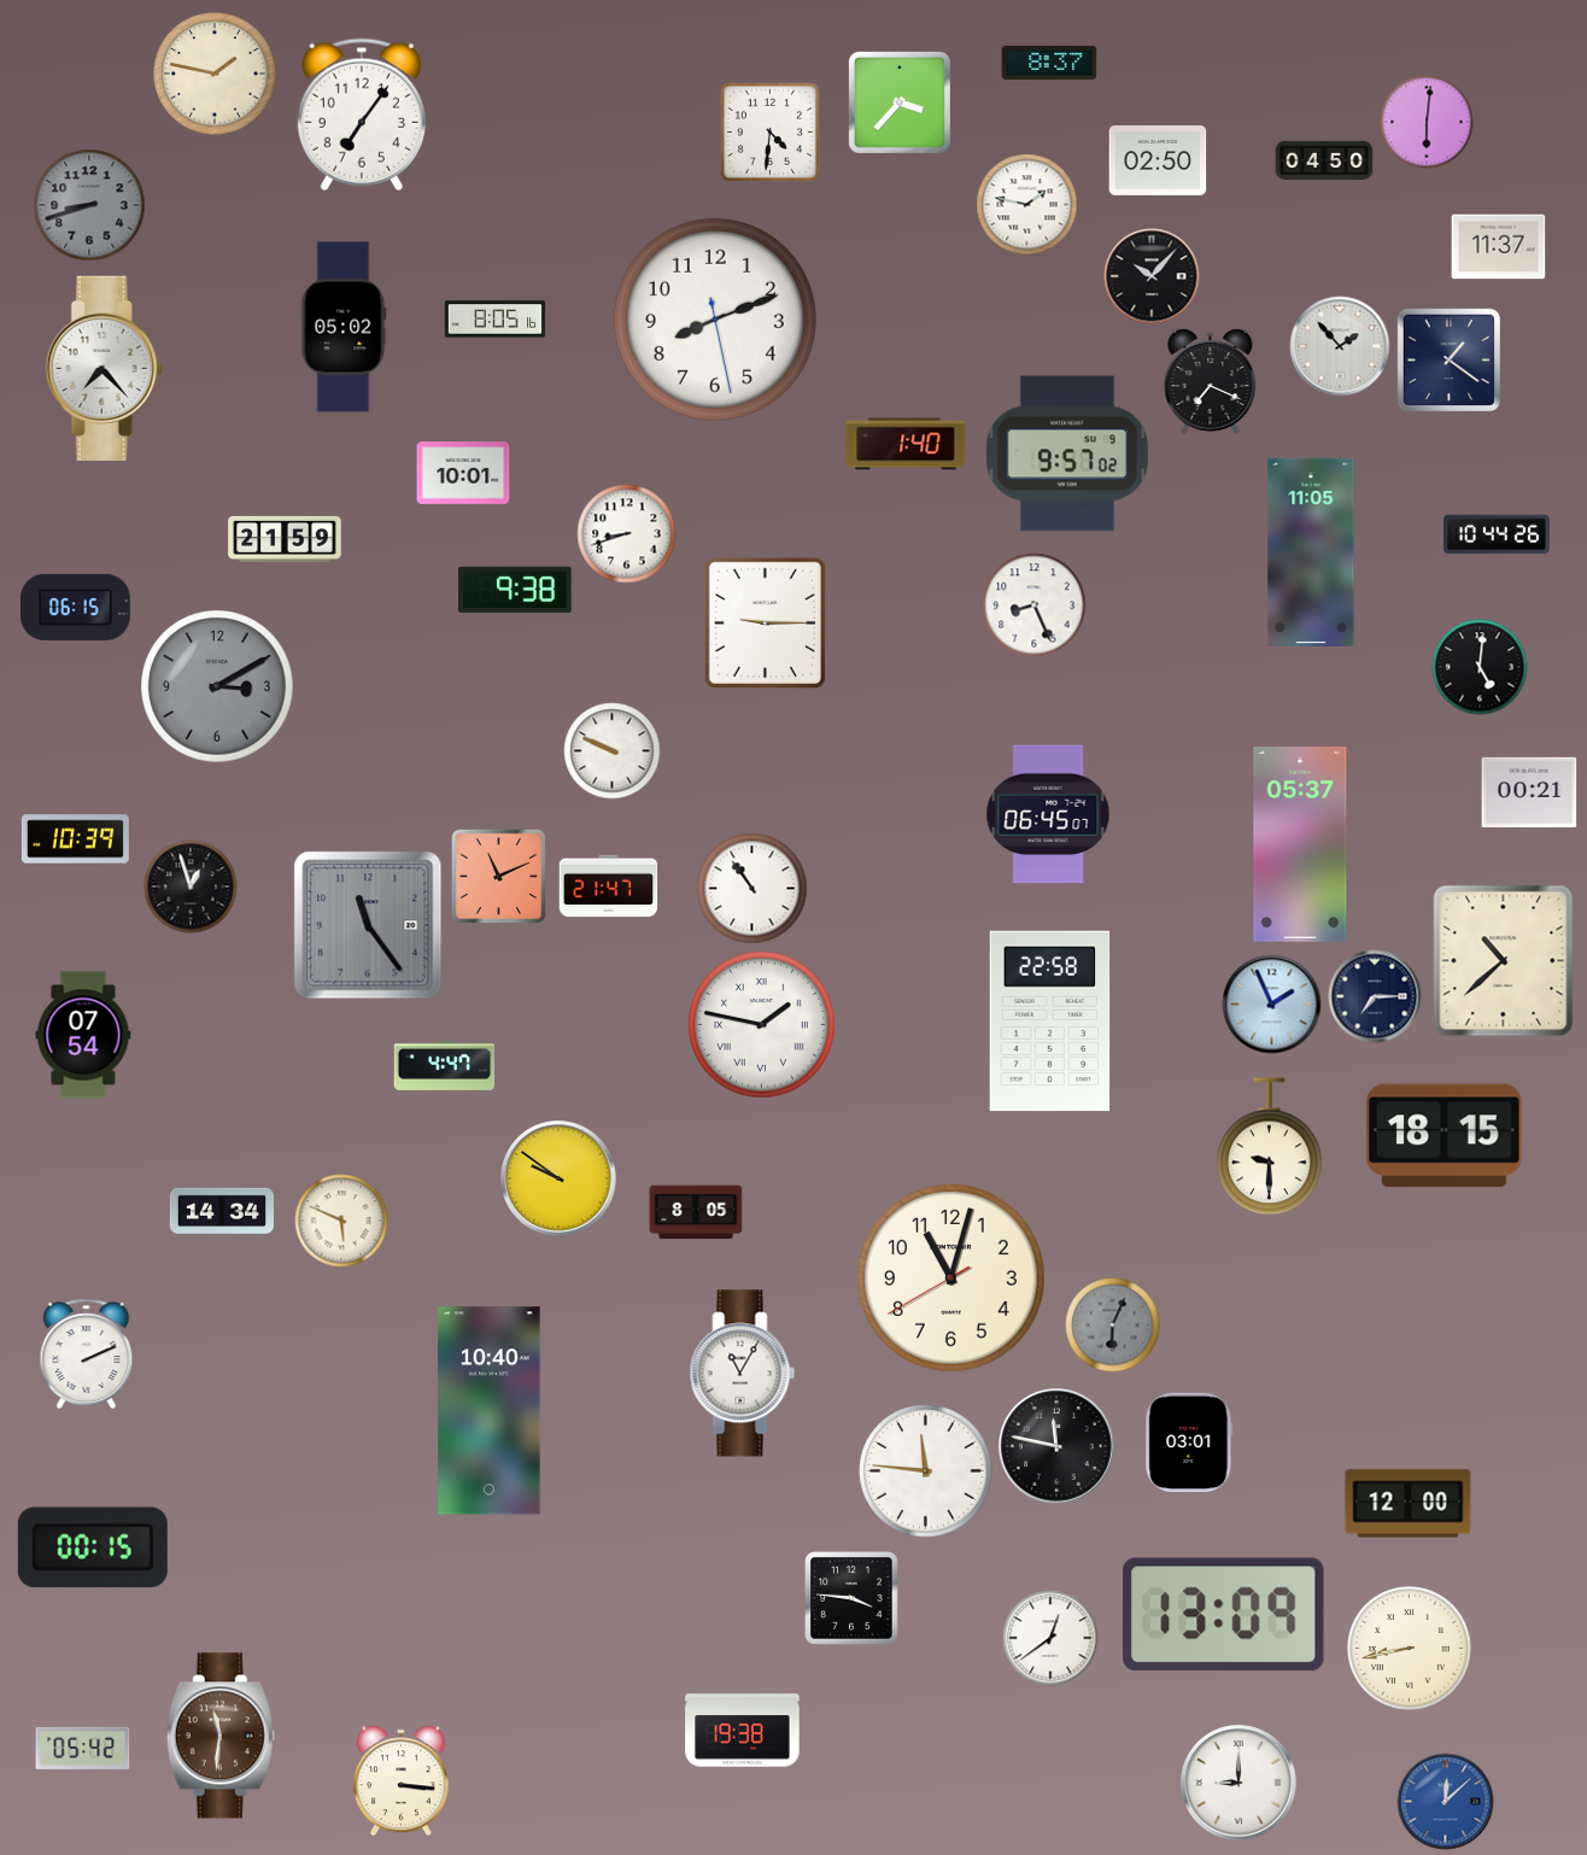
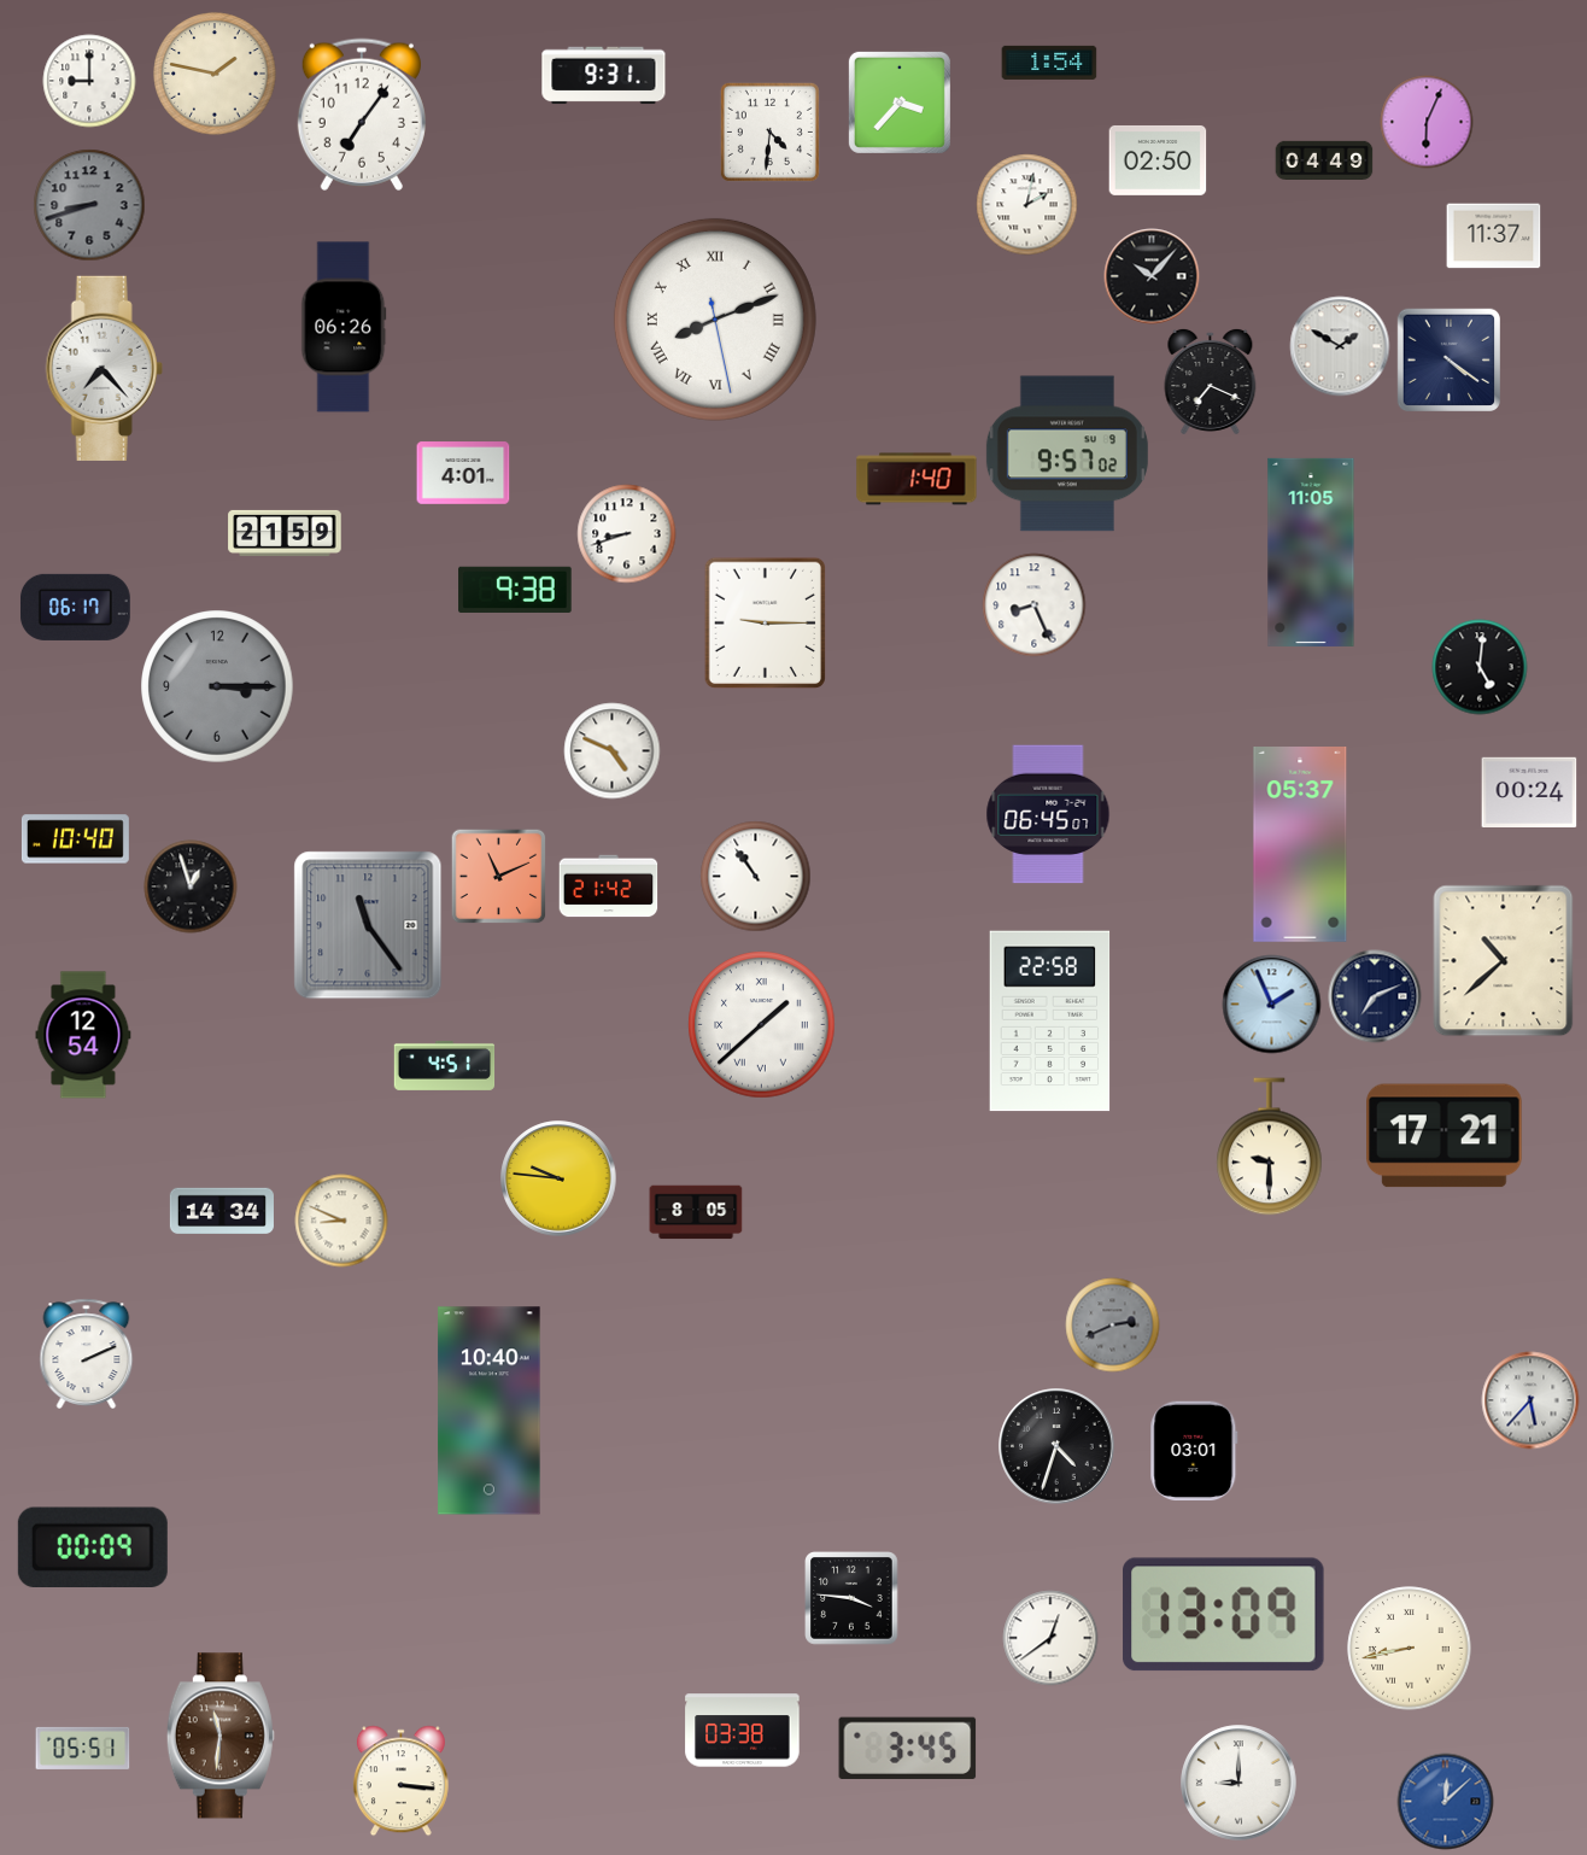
clock at (1049, 63): 8:37 -> 1:54
clock at (604, 76): none -> 9:31
clock at (89, 81): none -> 9:00
clock at (1427, 122): 6:01 -> 6:04
clock at (1324, 160): 04:50 -> 04:49
clock at (1027, 205): 1:47 -> 2:02
clock at (1499, 247) position: (1499, 247) -> (1494, 236)
clock at (496, 320): 8:05 -> none
clock at (715, 320) numerals: Arabic -> Roman
clock at (344, 327): 05:02 -> 06:26
clock at (1340, 346): 1:53 -> 1:50
clock at (1448, 359): 1:21 -> 4:21
clock at (906, 444) position: (906, 444) -> (917, 479)
clock at (463, 473): 10:01 -> 4:01
clock at (1497, 534): 10:44 -> none
clock at (285, 539) position: (285, 539) -> (285, 533)
clock at (75, 607): 06:15 -> 06:17
clock at (217, 686): 3:10 -> 3:15
clock at (613, 751): 9:49 -> 4:49
clock at (1529, 791): 00:21 -> 00:24
clock at (75, 839): 10:39 -> 10:40
clock at (609, 886): 21:47 -> 21:42
clock at (752, 889) position: (752, 889) -> (756, 877)
clock at (1375, 996): 7:15 -> 7:11
clock at (762, 1025): 1:47 -> 1:38
clock at (83, 1035): 07:54 -> 12:54
clock at (445, 1065): 4:47 -> 4:51
clock at (1445, 1136): 18:15 -> 17:21
clock at (558, 1178): 9:51 -> 9:46
clock at (341, 1221): 5:49 -> 8:49
clock at (950, 1277): 11:02 -> none
clock at (1113, 1326): 6:04 -> 2:41
clock at (743, 1374): 11:05 -> none
clock at (1530, 1400): none -> 5:37
clock at (1189, 1443) position: (1189, 1443) -> (1194, 1451)
clock at (1056, 1446): 11:47 -> 4:33
clock at (926, 1471): 11:46 -> none
clock at (1409, 1504): 12:00 -> none
clock at (93, 1547): 00:15 -> 00:09
clock at (743, 1731): 19:38 -> 03:38
clock at (83, 1748): 05:42 -> 05:51
clock at (908, 1748): none -> 3:45
